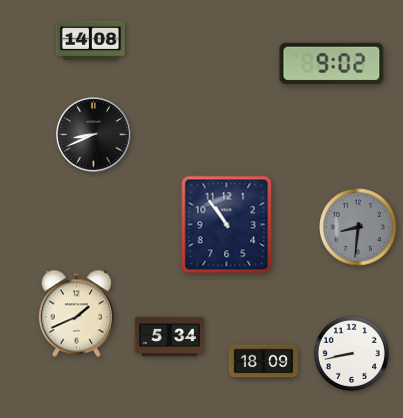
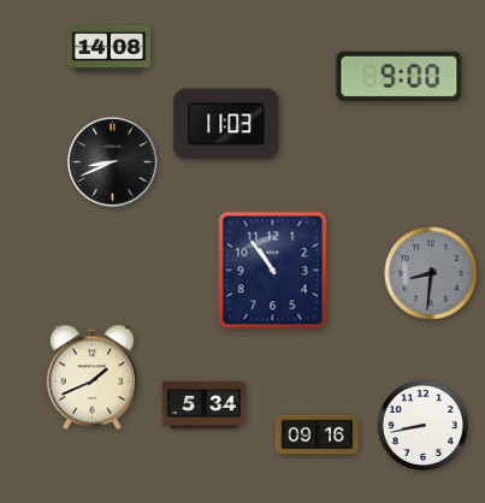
clock at (332, 63): 9:02 -> 9:00
clock at (226, 124): none -> 11:03
clock at (264, 362): 18:09 -> 09:16
